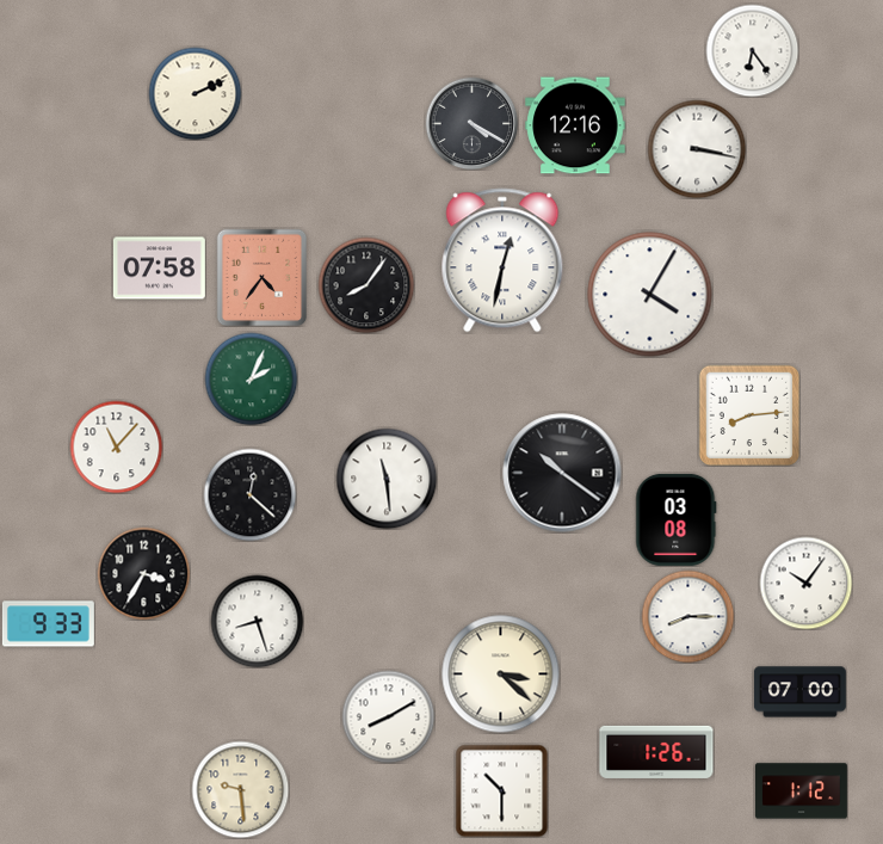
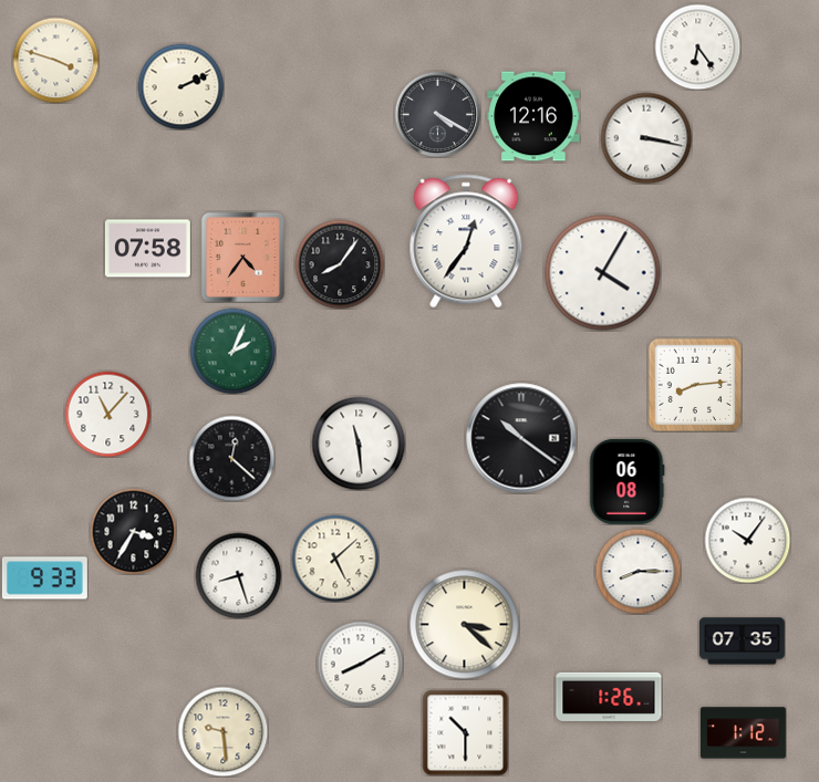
clock at (55, 60): none -> 3:48
clock at (502, 260): 12:32 -> 12:36
clock at (677, 519): 03:08 -> 06:08
clock at (335, 559): none -> 5:08
clock at (799, 692): 07:00 -> 07:35
